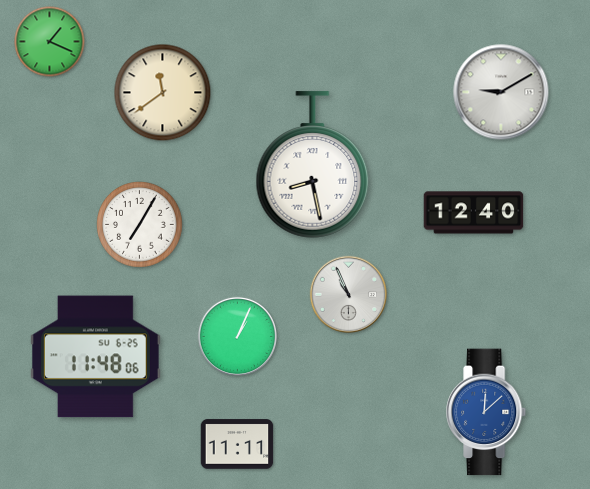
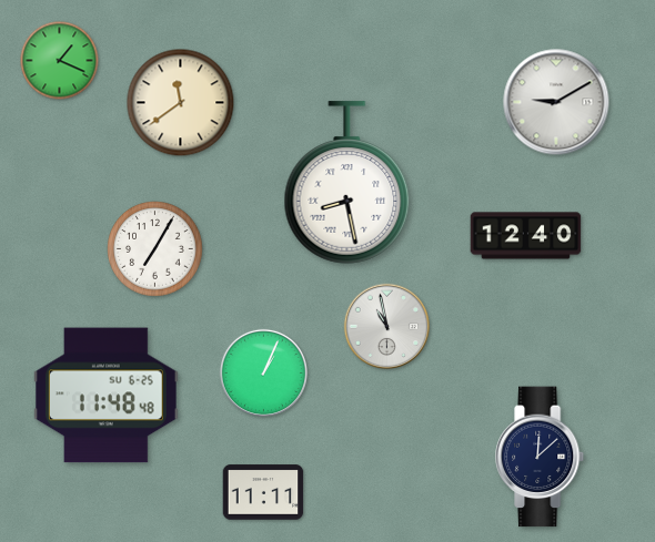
clock at (50, 42) position: (50, 42) -> (60, 61)
clock at (349, 295): 10:56 -> 10:58
clock at (95, 357): 11:48:06 -> 11:48:48
clock at (487, 412) dial: blue -> navy
